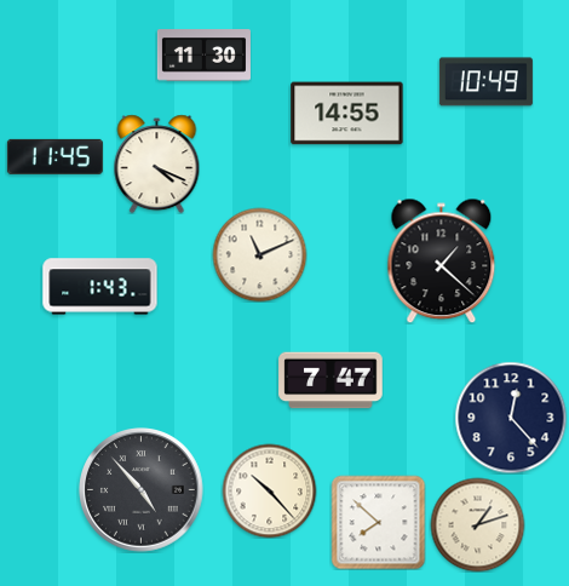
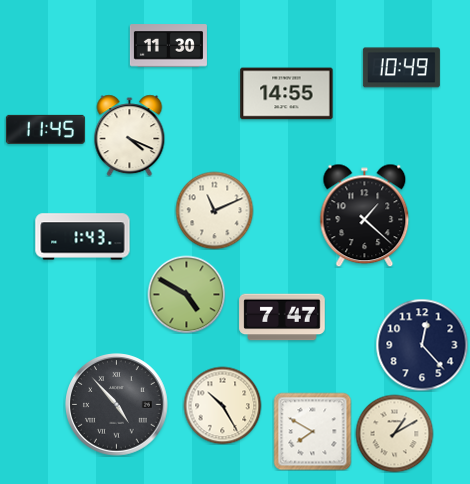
clock at (186, 294): none -> 4:50
clock at (331, 380) position: (331, 380) -> (282, 317)
clock at (269, 490): 10:23 -> 10:25
clock at (378, 522): 7:52 -> 7:50
clock at (477, 524): 1:12 -> 1:10
